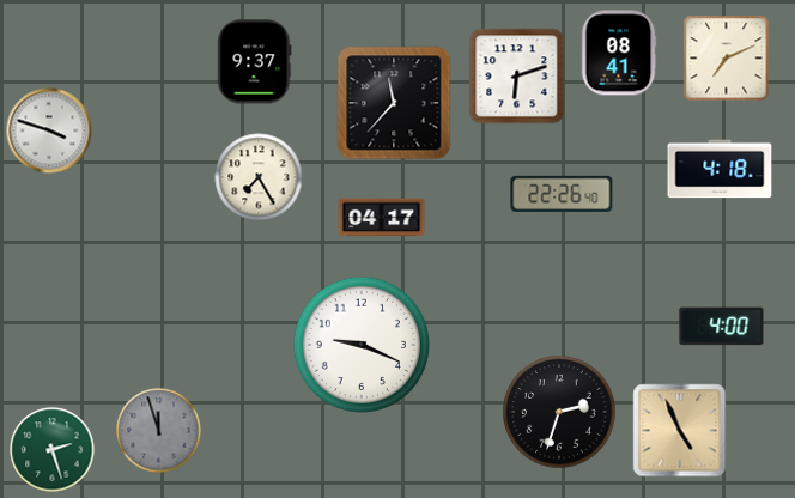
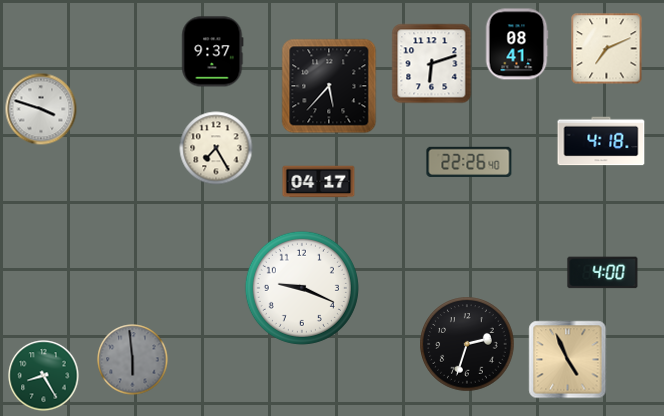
clock at (394, 103): 11:37 -> 5:37
clock at (159, 431): 11:57 -> 5:59
clock at (53, 450): 2:27 -> 8:25
